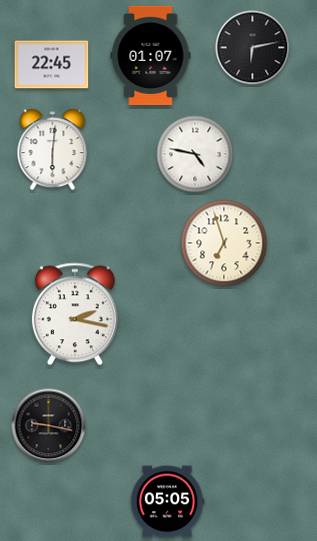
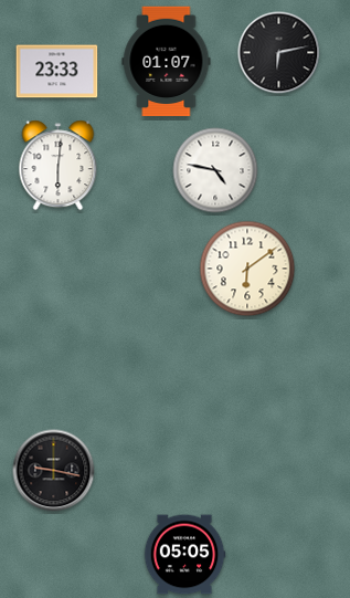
clock at (52, 65): 22:45 -> 23:33
clock at (224, 243): 6:57 -> 6:09
clock at (75, 314): 2:17 -> none
